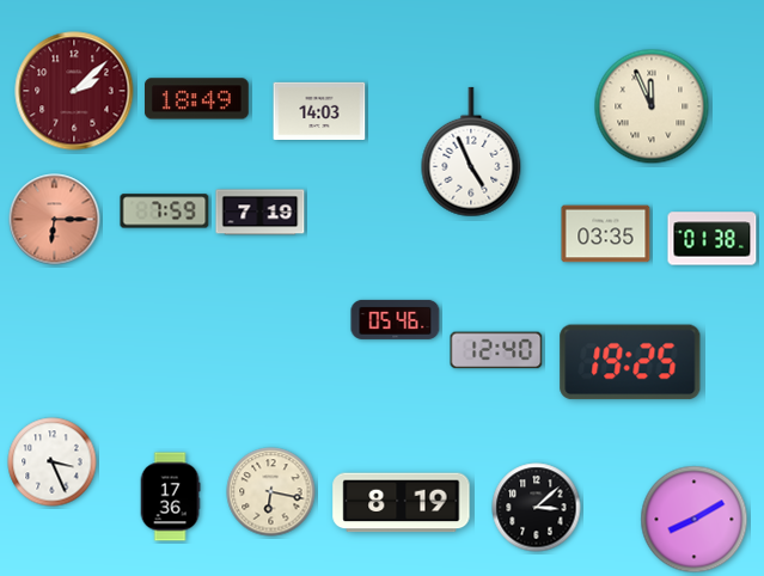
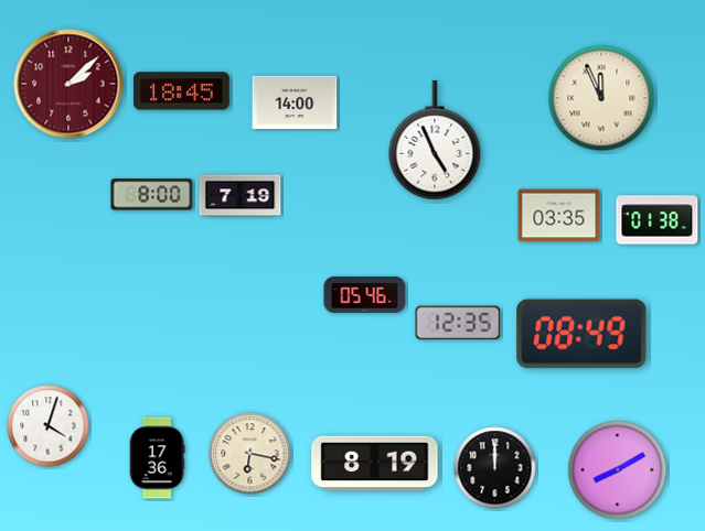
clock at (197, 99): 18:49 -> 18:45
clock at (319, 111): 14:03 -> 14:00
clock at (165, 212): 7:59 -> 8:00
clock at (55, 220): 6:15 -> none
clock at (496, 350): 12:40 -> 12:35
clock at (630, 362): 19:25 -> 08:49
clock at (53, 462): 3:26 -> 4:03
clock at (402, 503) position: (402, 503) -> (375, 464)
clock at (537, 508): 3:08 -> 12:00
clock at (695, 520) position: (695, 520) -> (618, 470)
